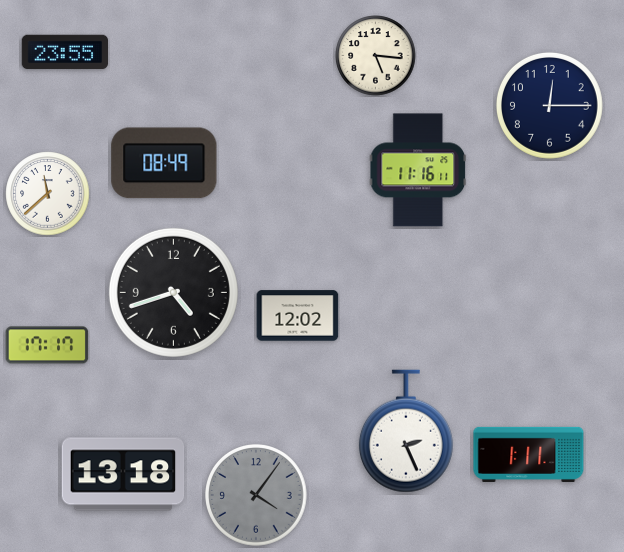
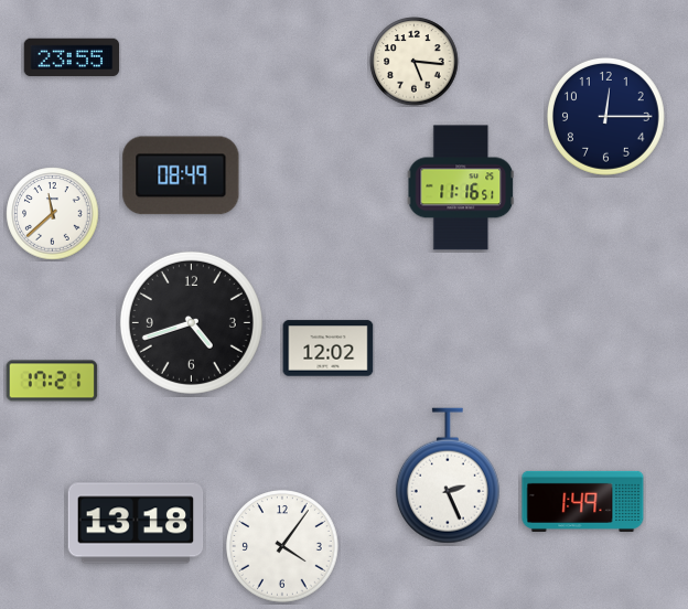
clock at (164, 163) position: (164, 163) -> (181, 175)
clock at (418, 170): 11:16:11 -> 11:16:51
clock at (47, 345): 17:17 -> 17:21
clock at (529, 454): 1:11 -> 1:49
clock at (257, 496) dial: grey -> white
